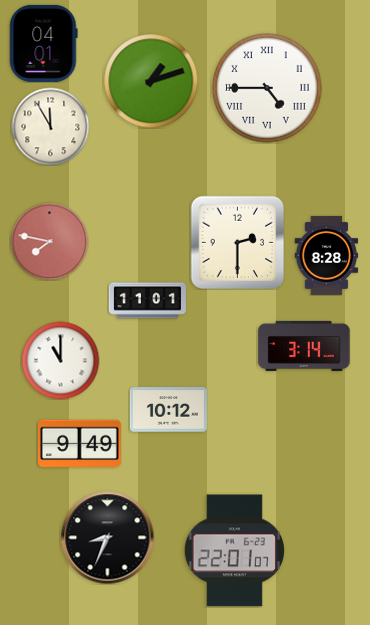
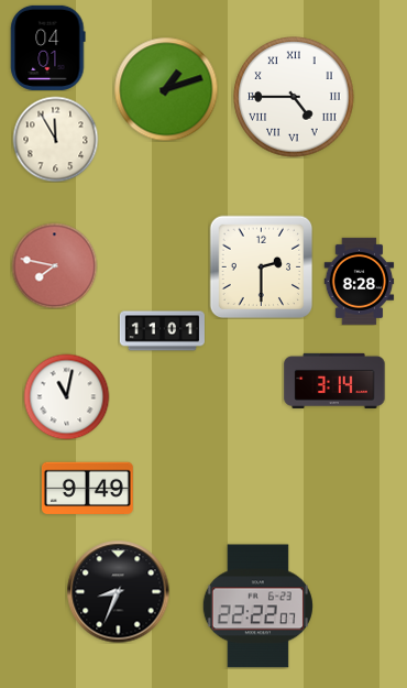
clock at (60, 360): 11:00 -> 11:02
clock at (168, 410): 10:12 -> none
clock at (234, 551): 22:01 -> 22:22
